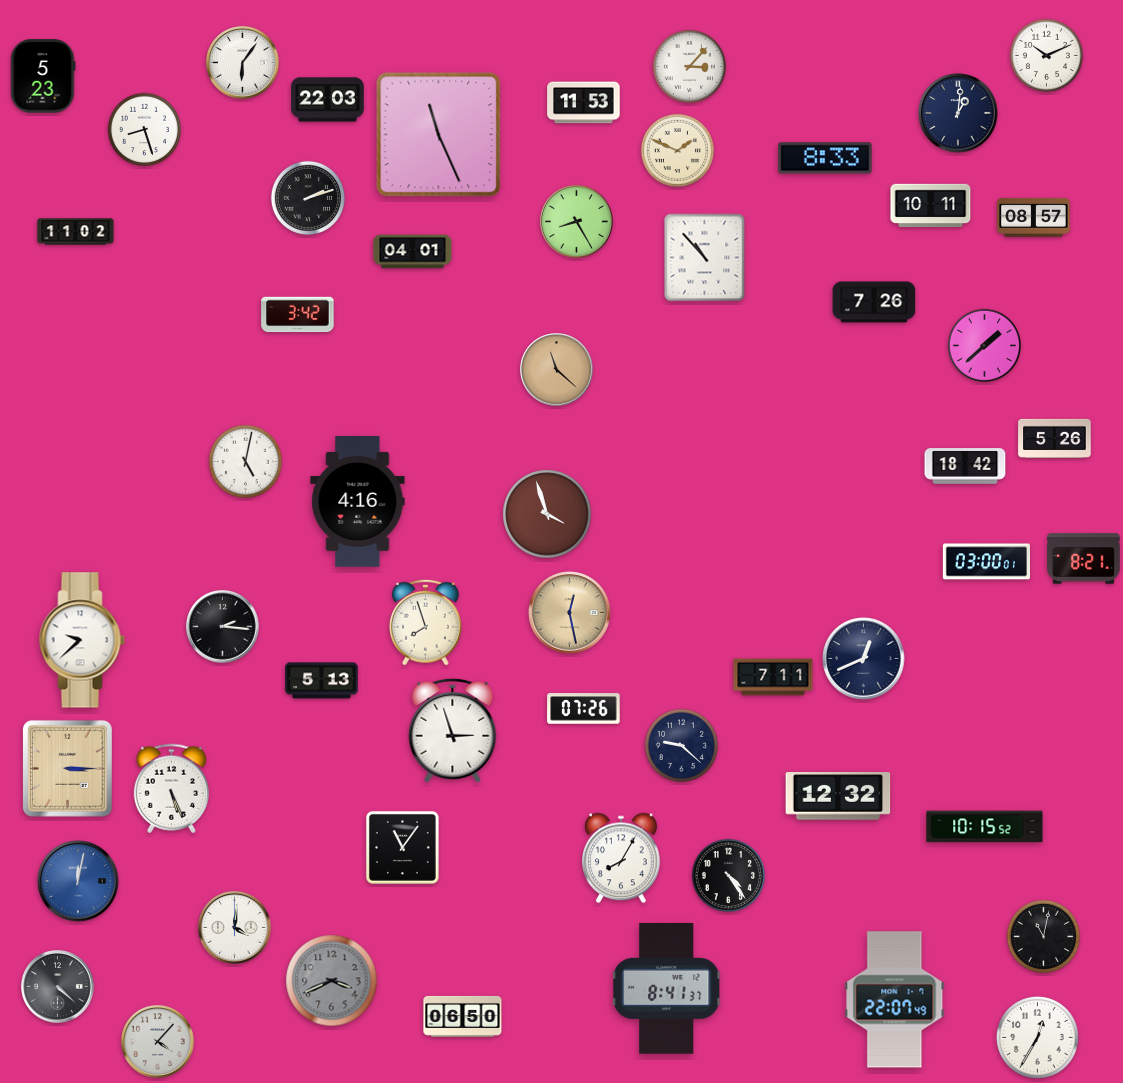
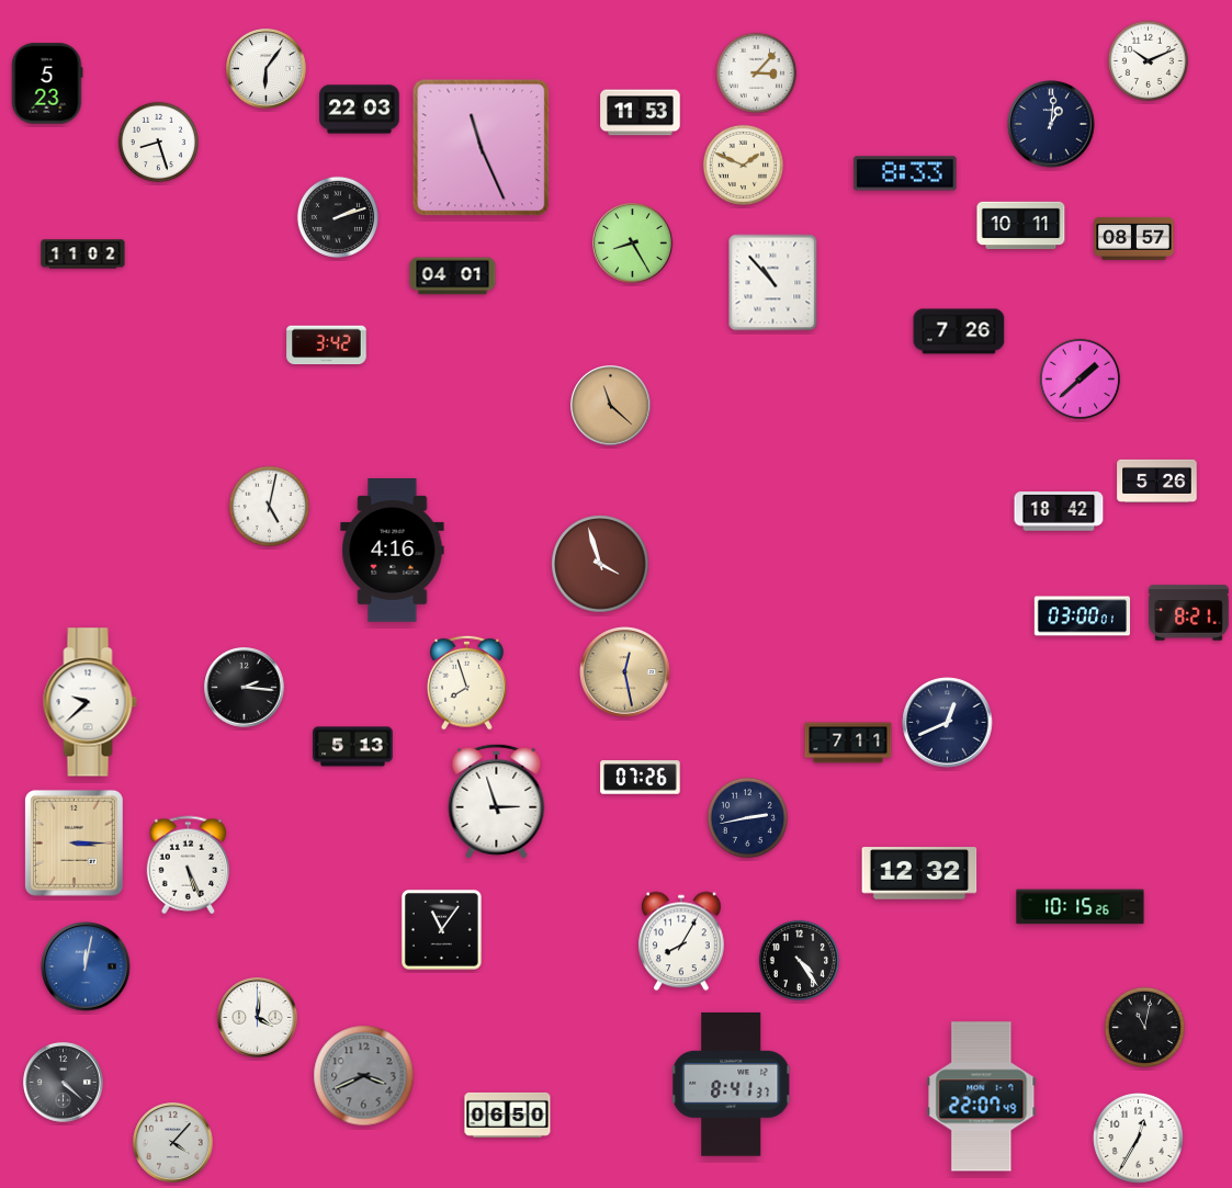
clock at (681, 745): 9:22 -> 2:43
clock at (985, 827): 10:15:52 -> 10:15:26
